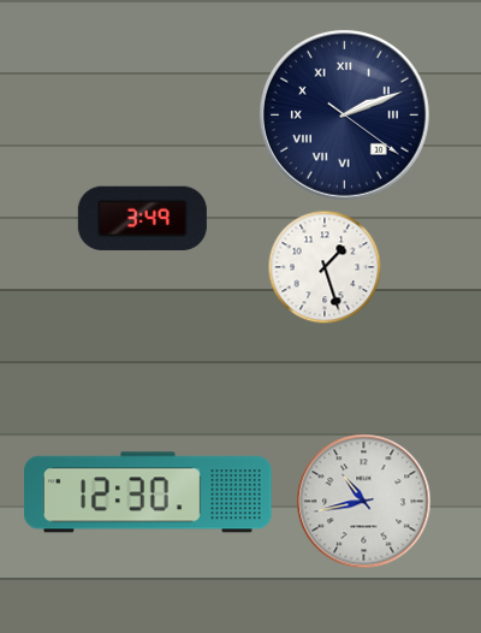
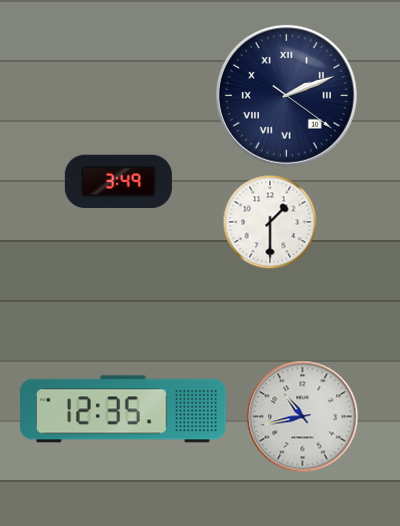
clock at (325, 267): 1:27 -> 1:30
clock at (149, 492): 12:30 -> 12:35
